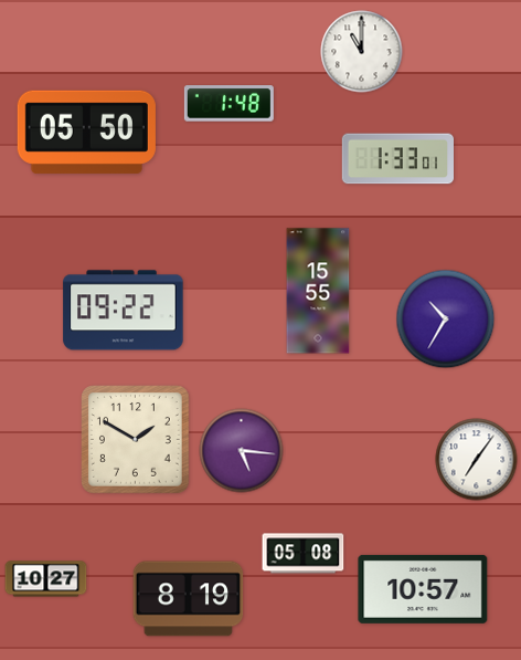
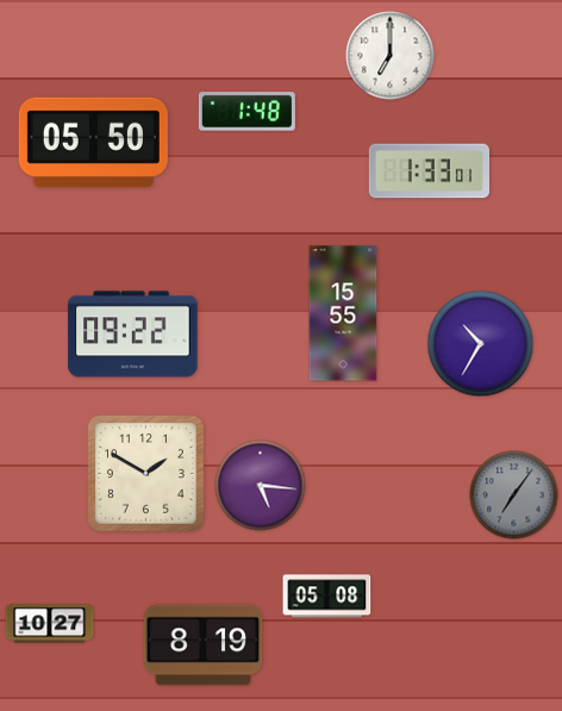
clock at (362, 52): 11:00 -> 7:00
clock at (477, 460) dial: white -> grey
clock at (423, 589): 10:57 -> none
